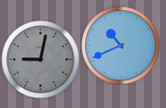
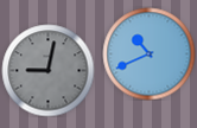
clock at (120, 45) position: (120, 45) -> (148, 53)
